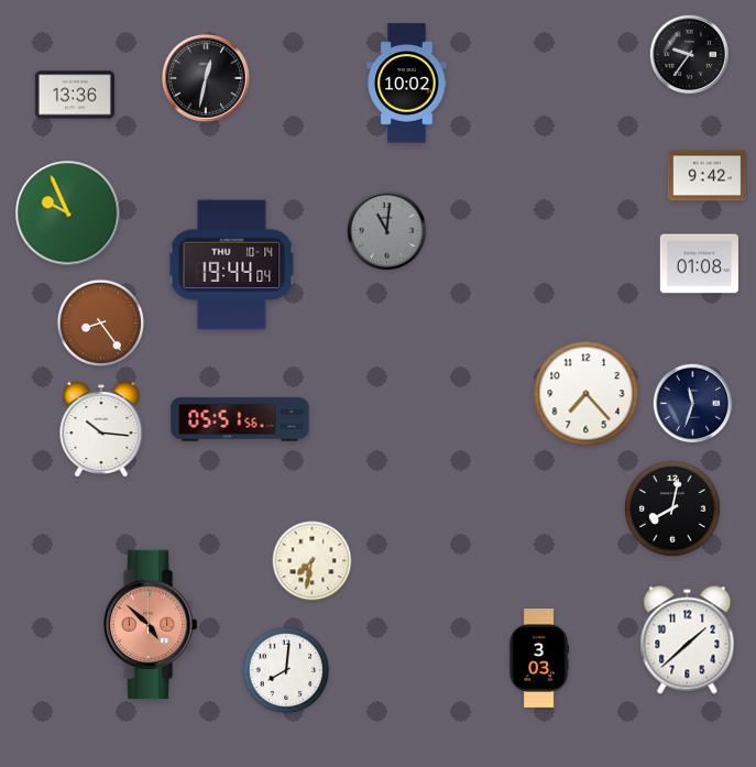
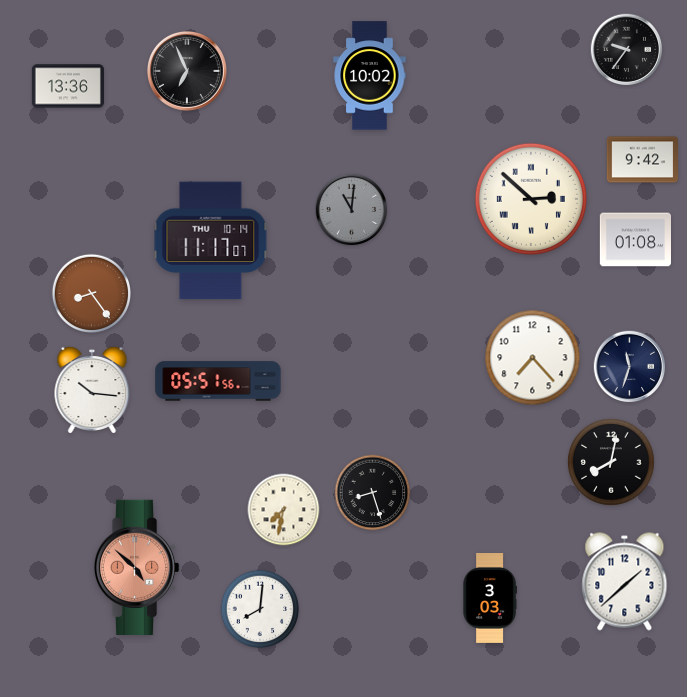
clock at (206, 78): 12:32 -> 6:56
clock at (68, 213): 9:56 -> none
clock at (531, 199): none -> 2:52
clock at (232, 265): 19:44 -> 11:17
clock at (373, 493): none -> 8:27
